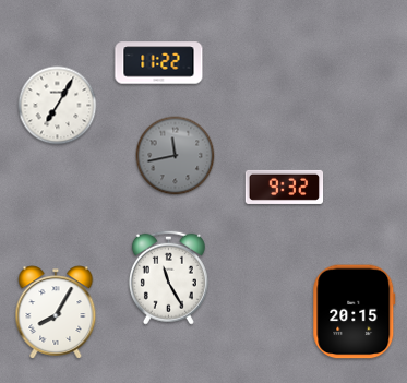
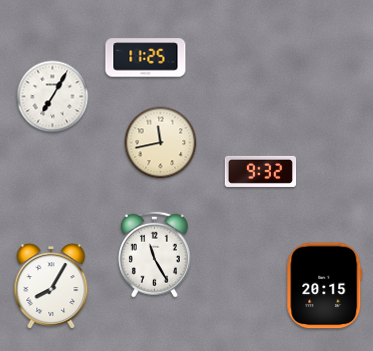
clock at (159, 63): 11:22 -> 11:25
clock at (176, 156) dial: grey -> cream
